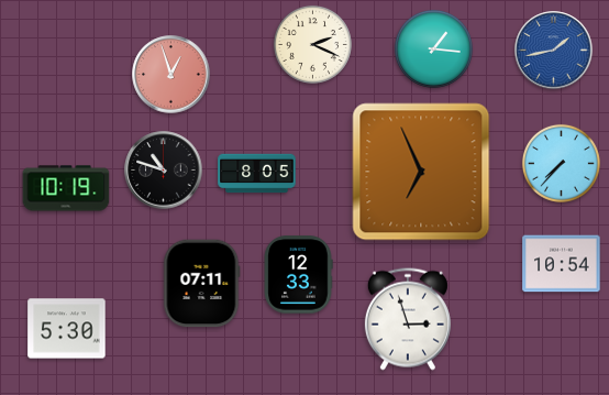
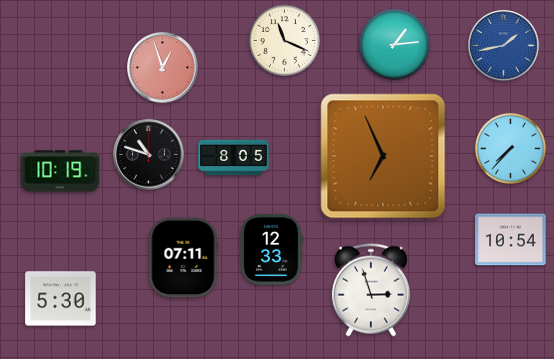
clock at (312, 44): 2:19 -> 11:19
clock at (433, 48): 1:16 -> 1:14
clock at (171, 75) position: (171, 75) -> (163, 68)
